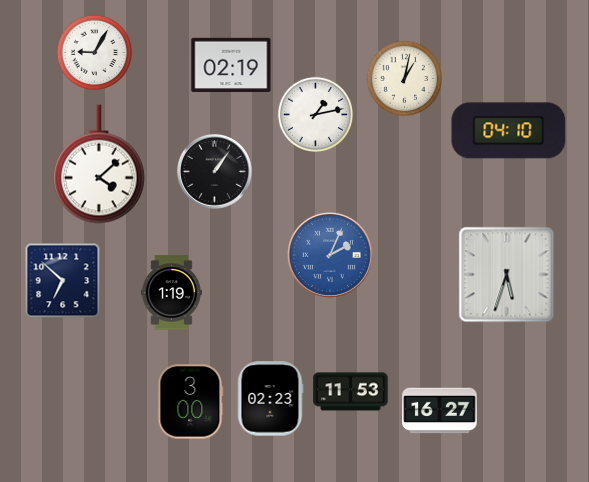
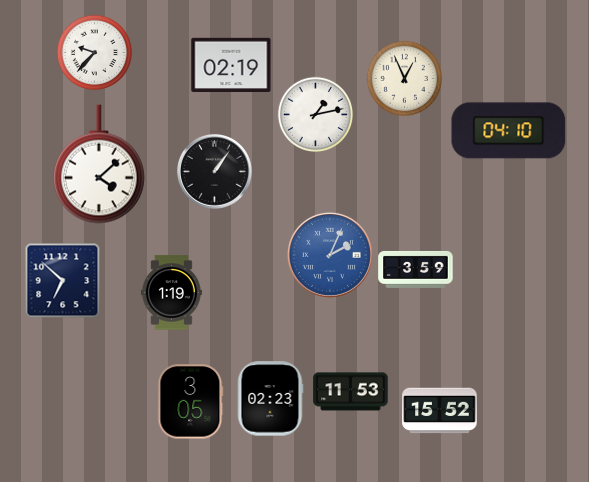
clock at (95, 53): 9:05 -> 9:37
clock at (405, 79): 1:02 -> 12:56
clock at (416, 269): none -> 3:59
clock at (507, 275): 5:33 -> none
clock at (191, 402): 3:00 -> 3:05
clock at (440, 411): 16:27 -> 15:52
